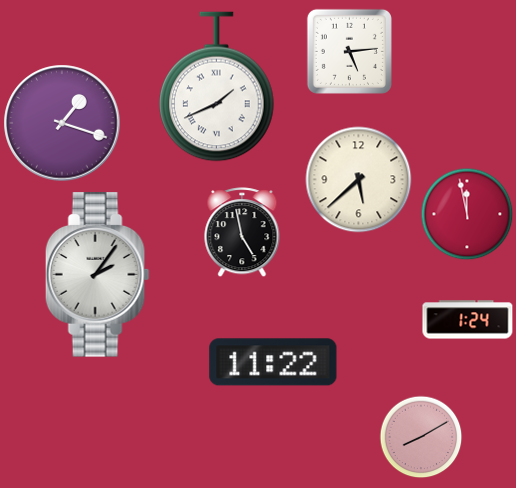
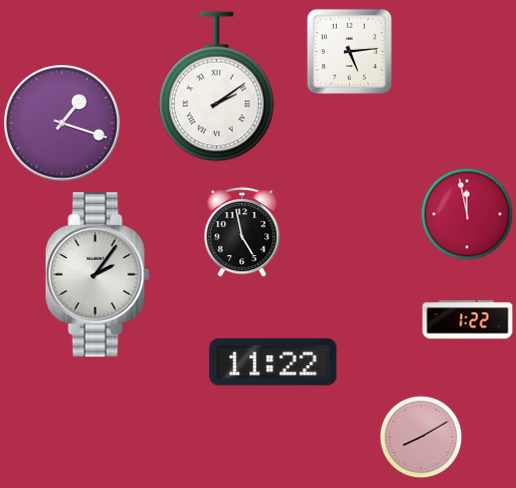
clock at (217, 87): 1:41 -> 2:09
clock at (359, 180): 5:38 -> none
clock at (468, 320): 1:24 -> 1:22
